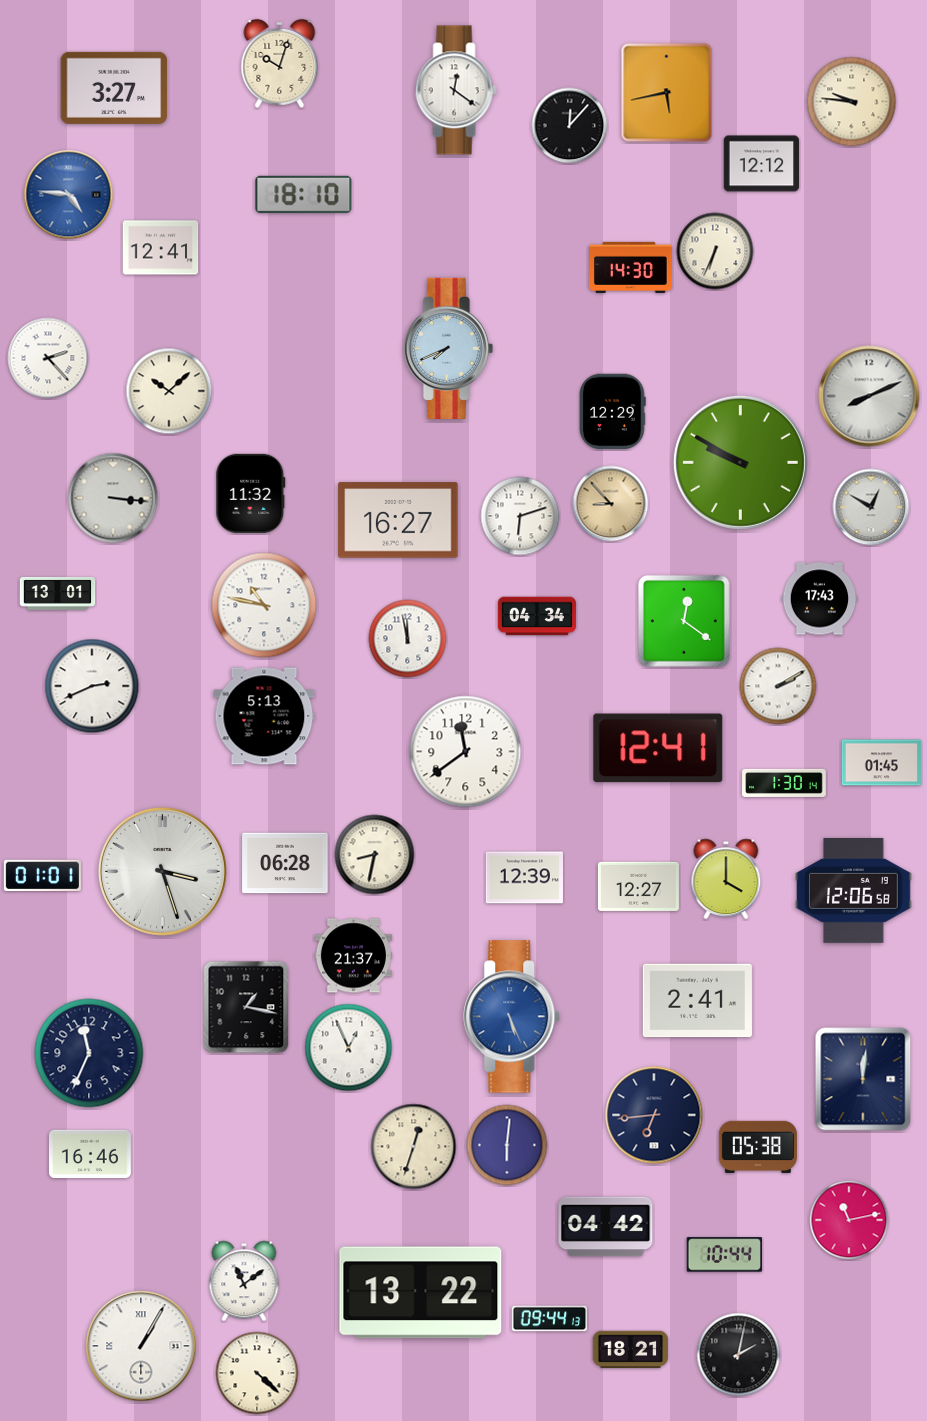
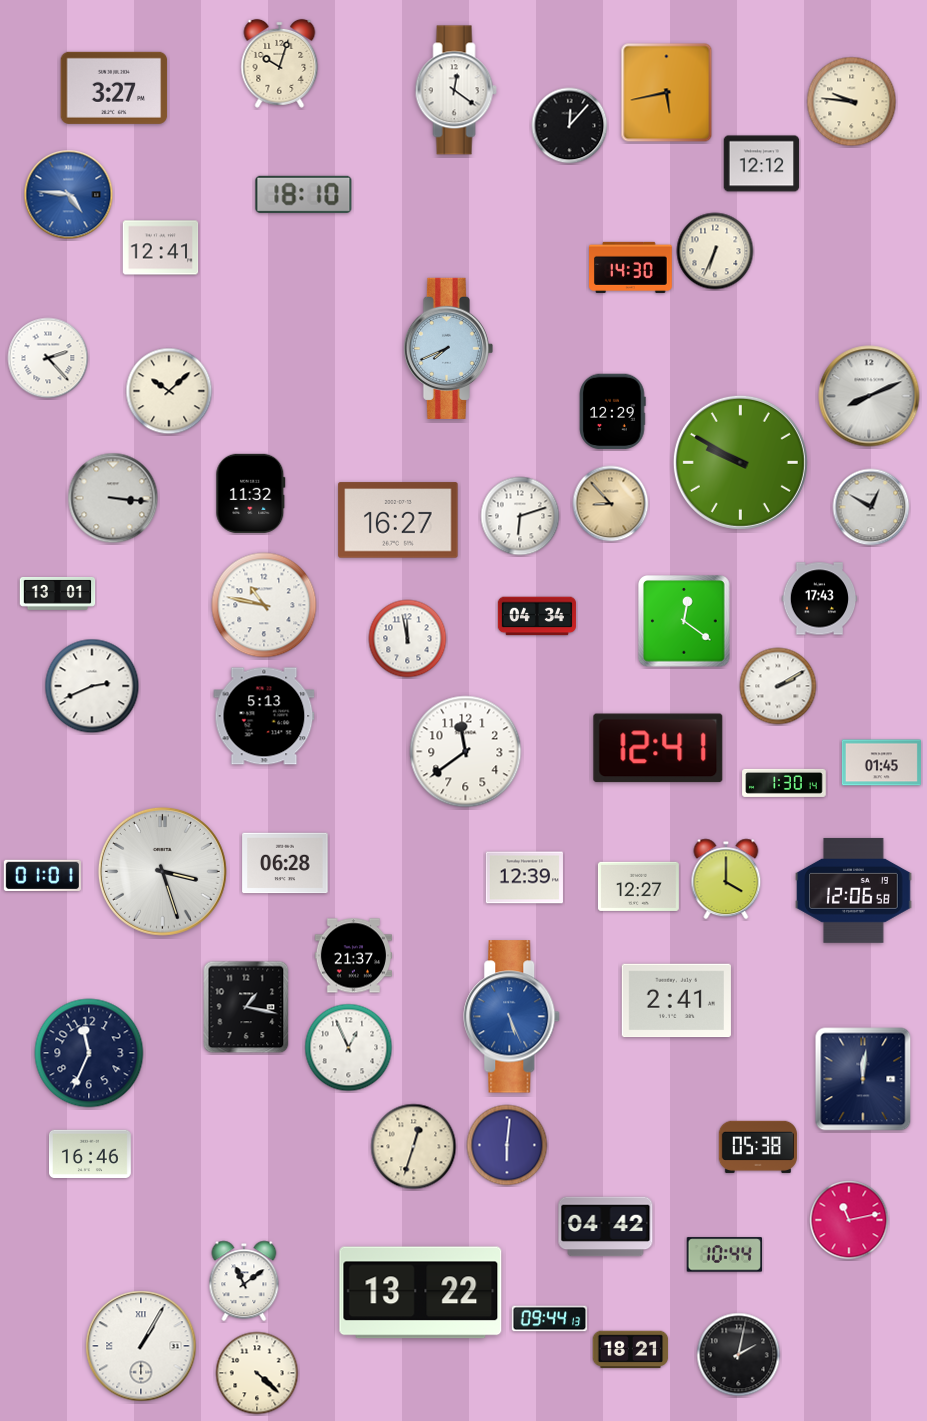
clock at (375, 855): 8:32 -> none
clock at (697, 1001) position: (697, 1001) -> (676, 1001)
clock at (654, 1115): 6:44 -> none
